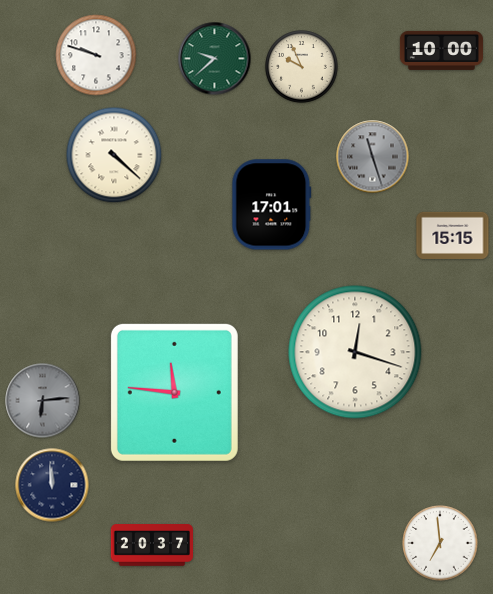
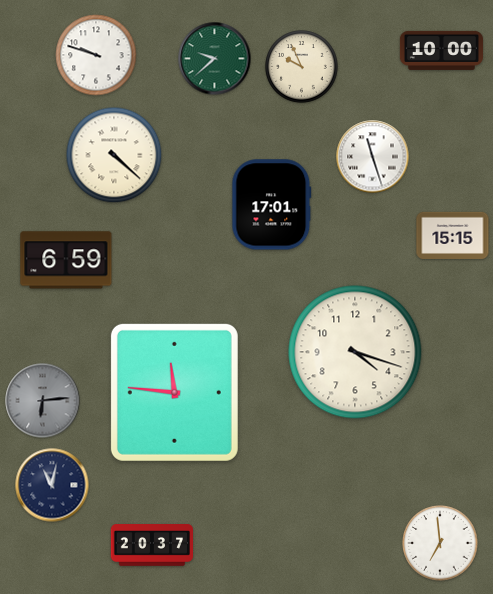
clock at (373, 157) dial: grey -> white
clock at (66, 260): none -> 6:59
clock at (355, 352): 12:18 -> 4:18
clock at (52, 485): 11:59 -> 11:02
